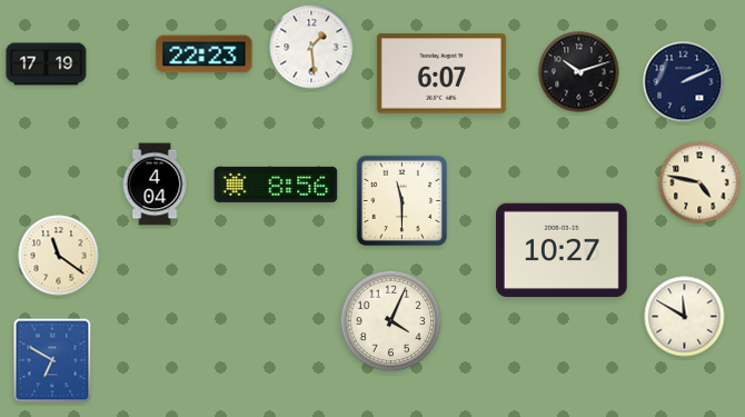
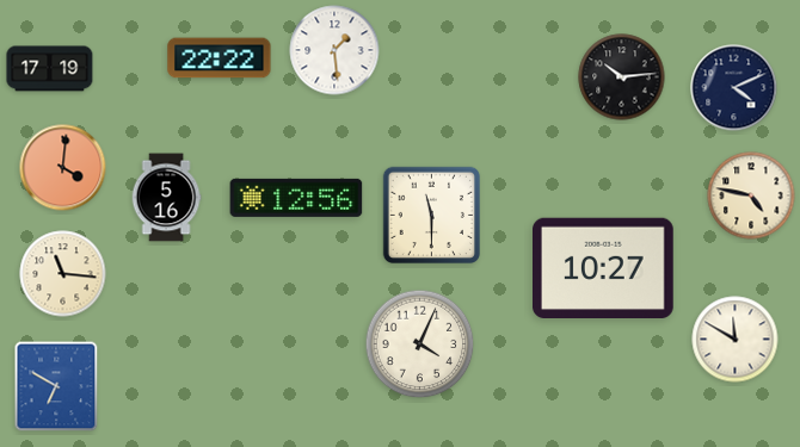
clock at (205, 54): 22:23 -> 22:22
clock at (579, 72): 10:12 -> 10:14
clock at (441, 73): 6:07 -> none
clock at (684, 82): 2:11 -> 4:11
clock at (63, 168): none -> 4:01
clock at (155, 185): 4:04 -> 5:16
clock at (276, 185): 8:56 -> 12:56
clock at (59, 256): 11:21 -> 11:16
